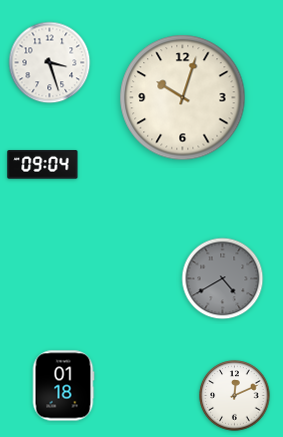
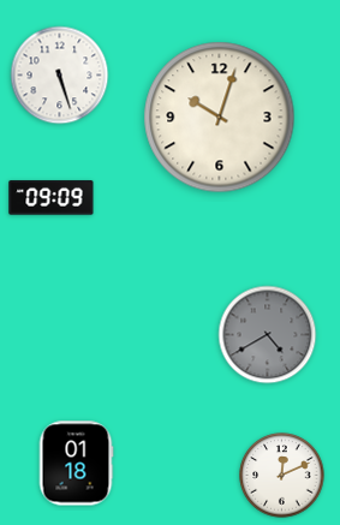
clock at (50, 63): 3:27 -> 5:27
clock at (43, 165): 09:04 -> 09:09
